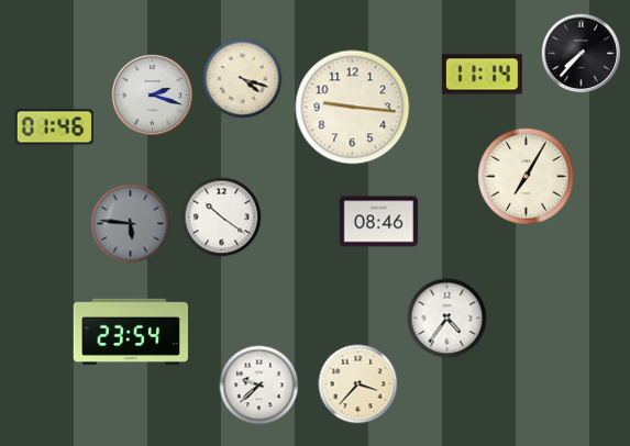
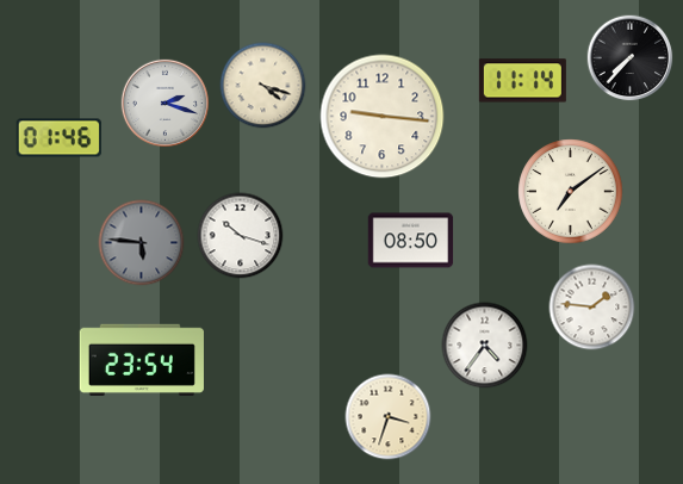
clock at (527, 177): 7:05 -> 7:09
clock at (222, 218): 10:21 -> 10:18
clock at (379, 222): 08:46 -> 08:50
clock at (592, 308): none -> 1:46
clock at (358, 384): 3:37 -> 3:33
clock at (259, 386): 9:38 -> none
